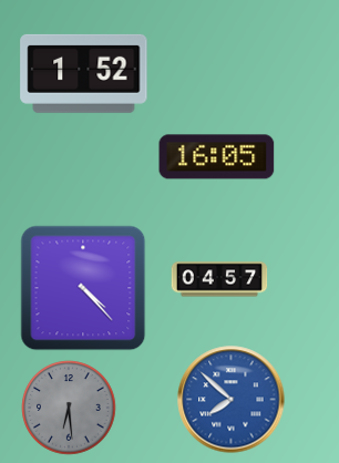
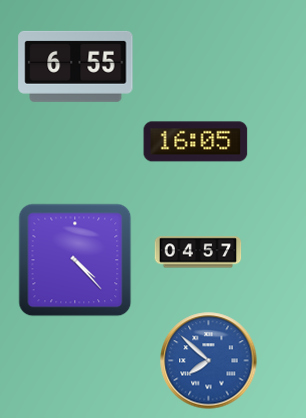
clock at (84, 73): 1:52 -> 6:55
clock at (69, 408): 6:29 -> none
